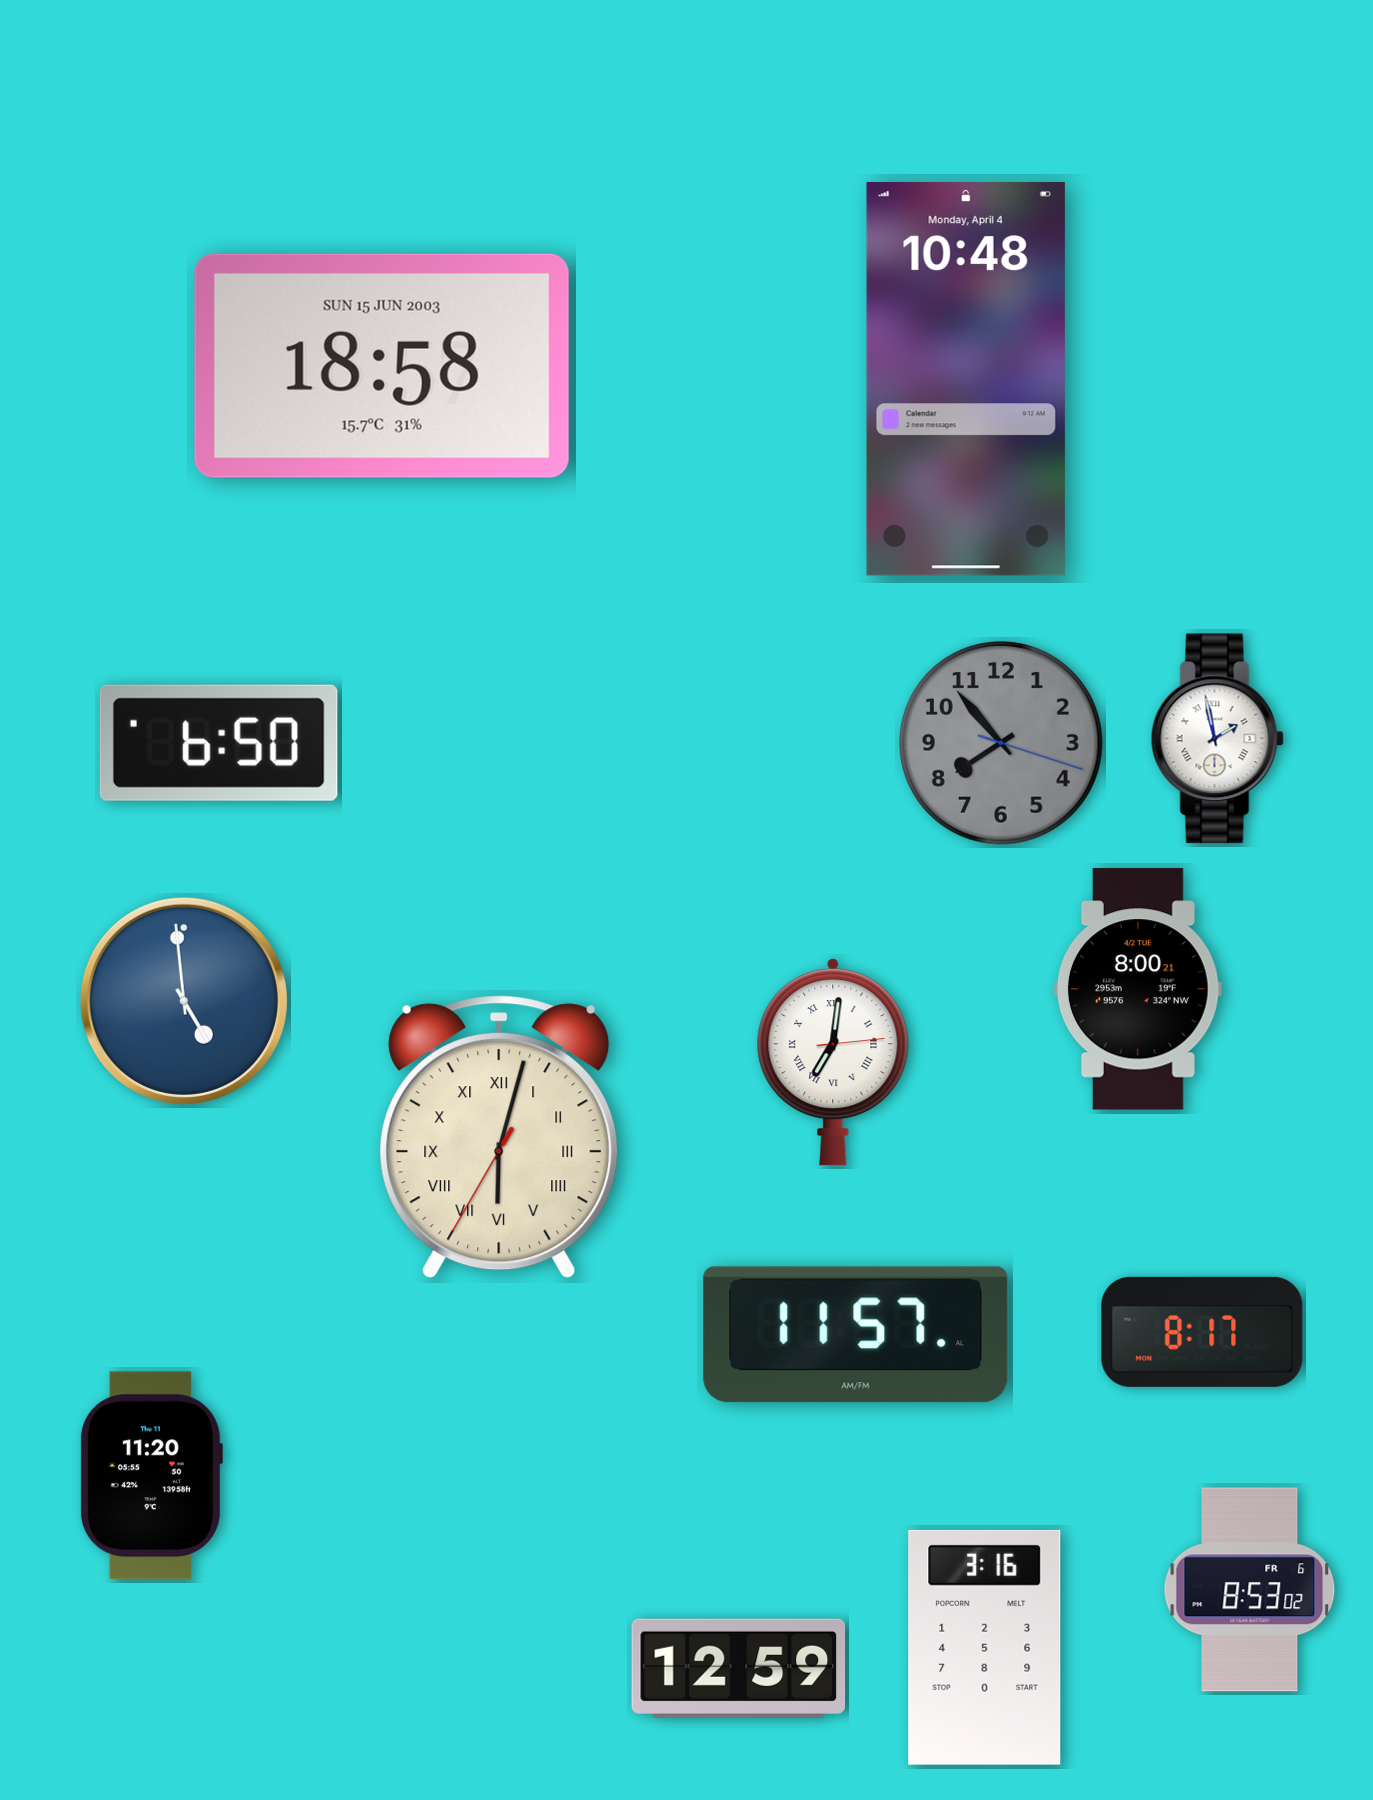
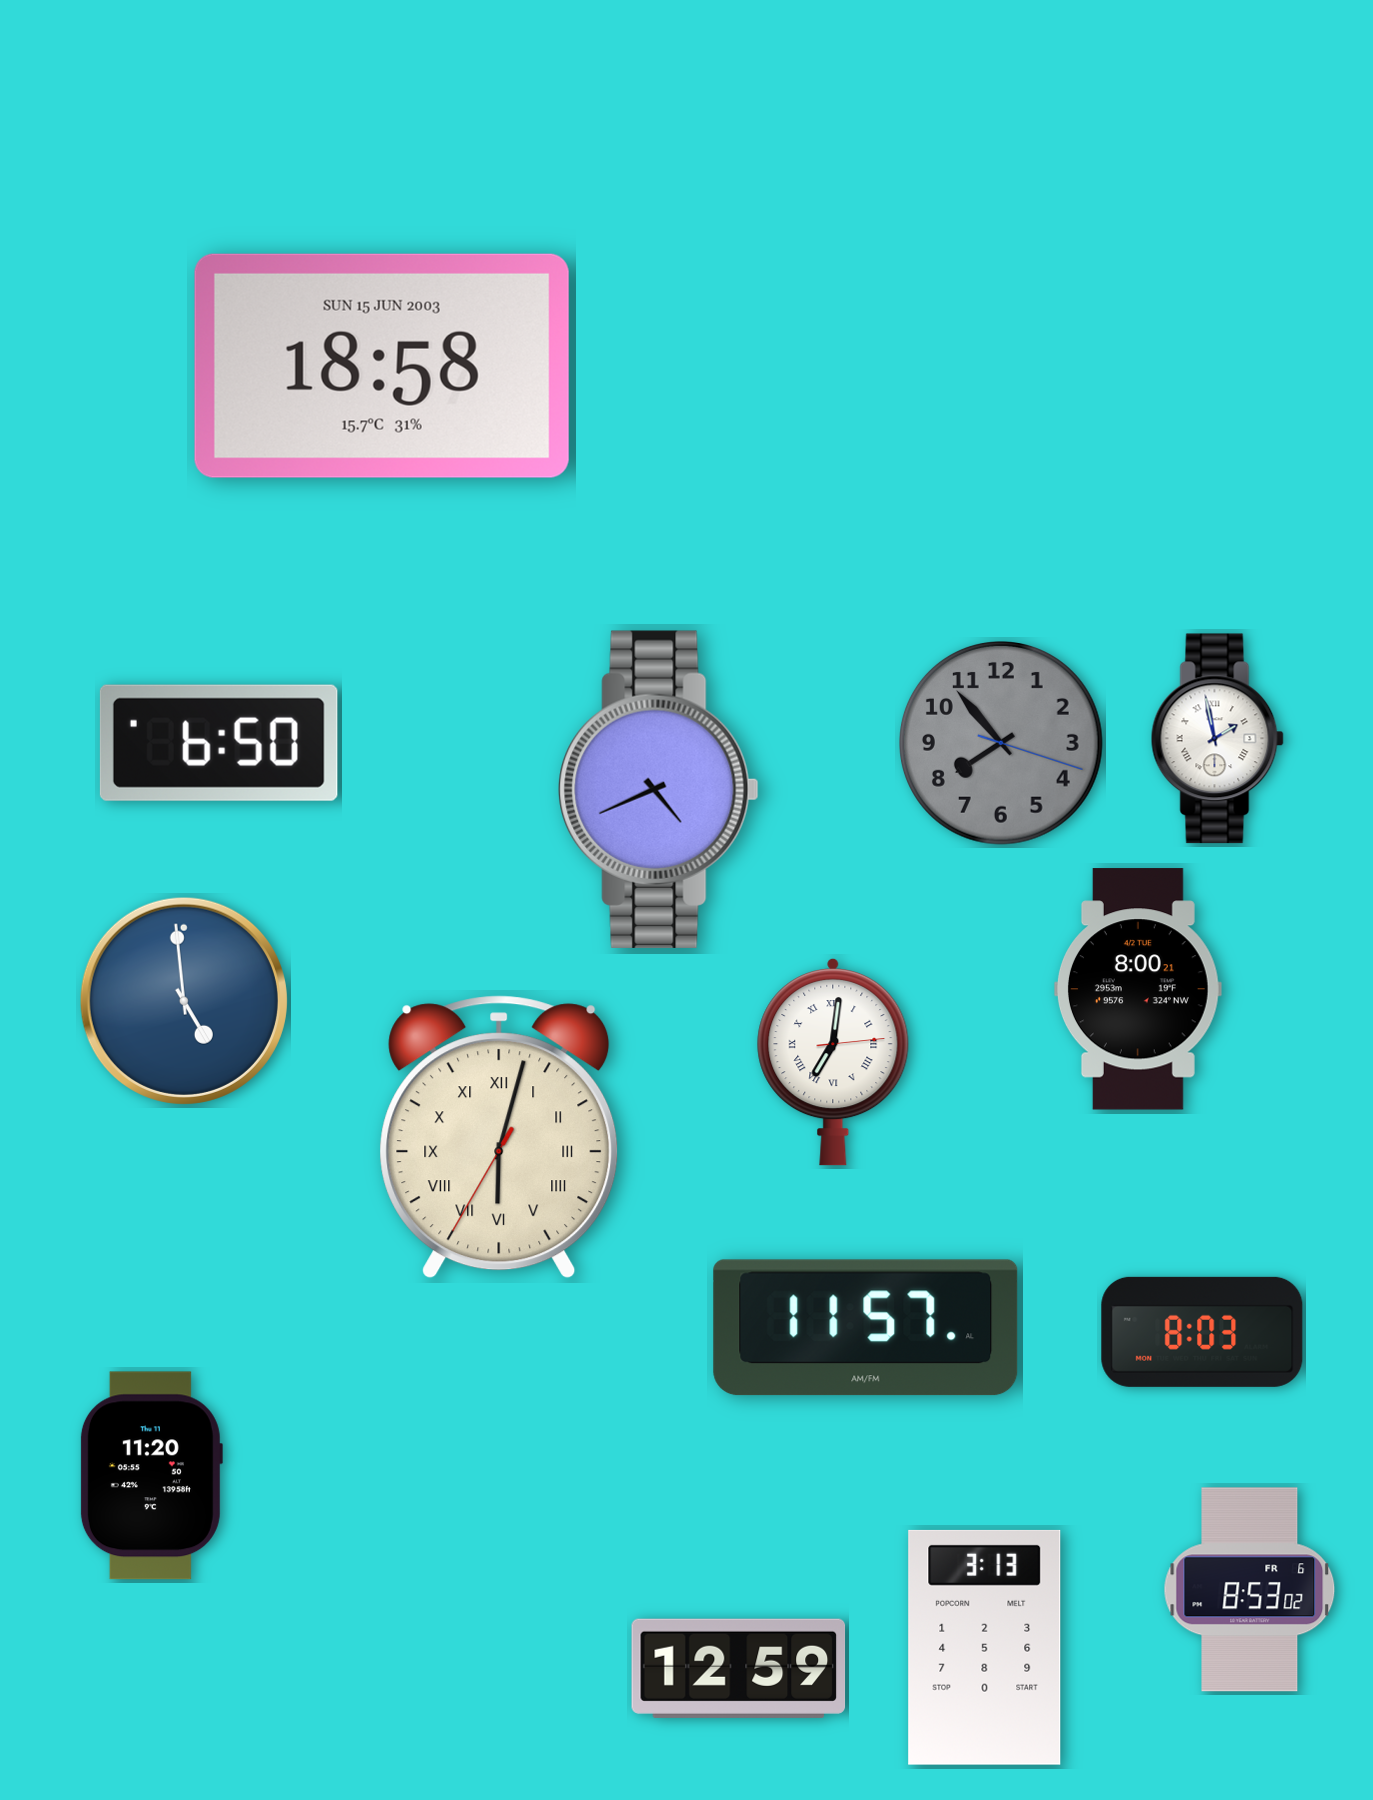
clock at (966, 379): 10:48 -> none
clock at (659, 789): none -> 4:41
clock at (1202, 1332): 8:17 -> 8:03
clock at (856, 1335) position: (856, 1335) -> (866, 1328)
clock at (985, 1647): 3:16 -> 3:13
